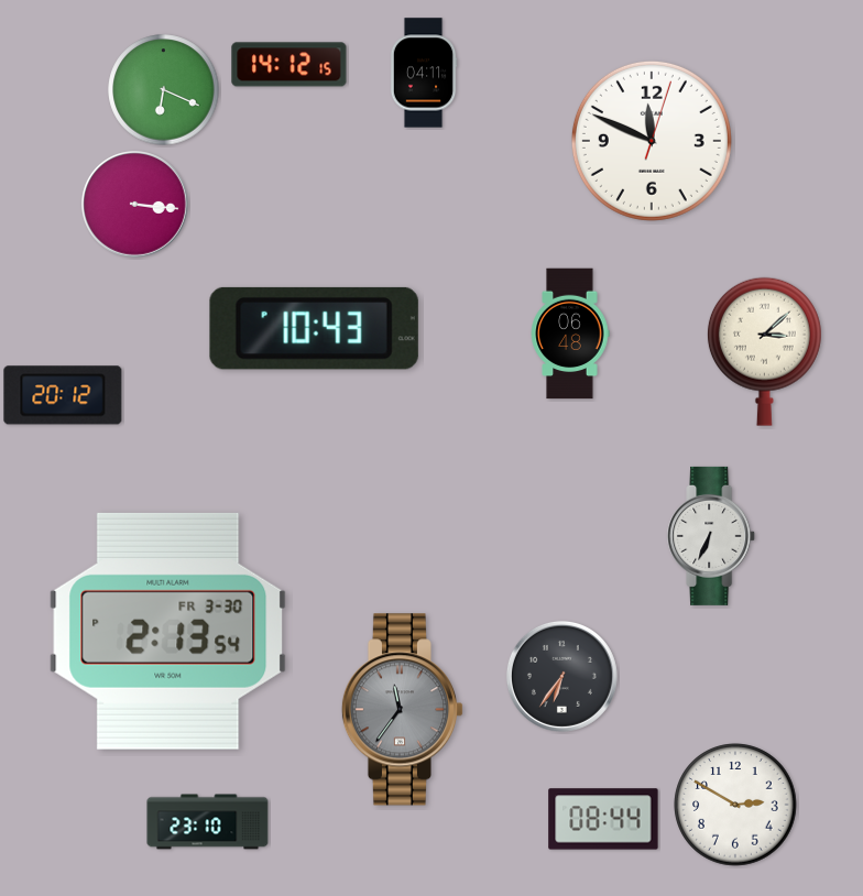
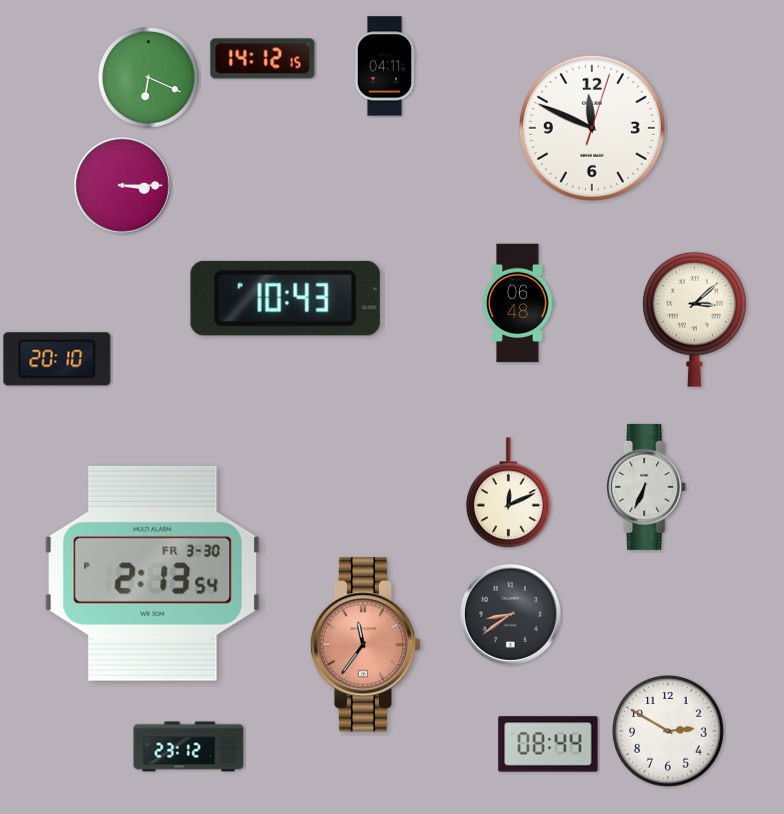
clock at (164, 90) position: (164, 90) -> (149, 78)
clock at (135, 205): 3:16 -> 3:15
clock at (63, 395): 20:12 -> 20:10
clock at (509, 493): none -> 12:11
clock at (561, 676): 6:36 -> 8:39
clock at (403, 710) dial: grey -> salmon
clock at (208, 822): 23:10 -> 23:12
